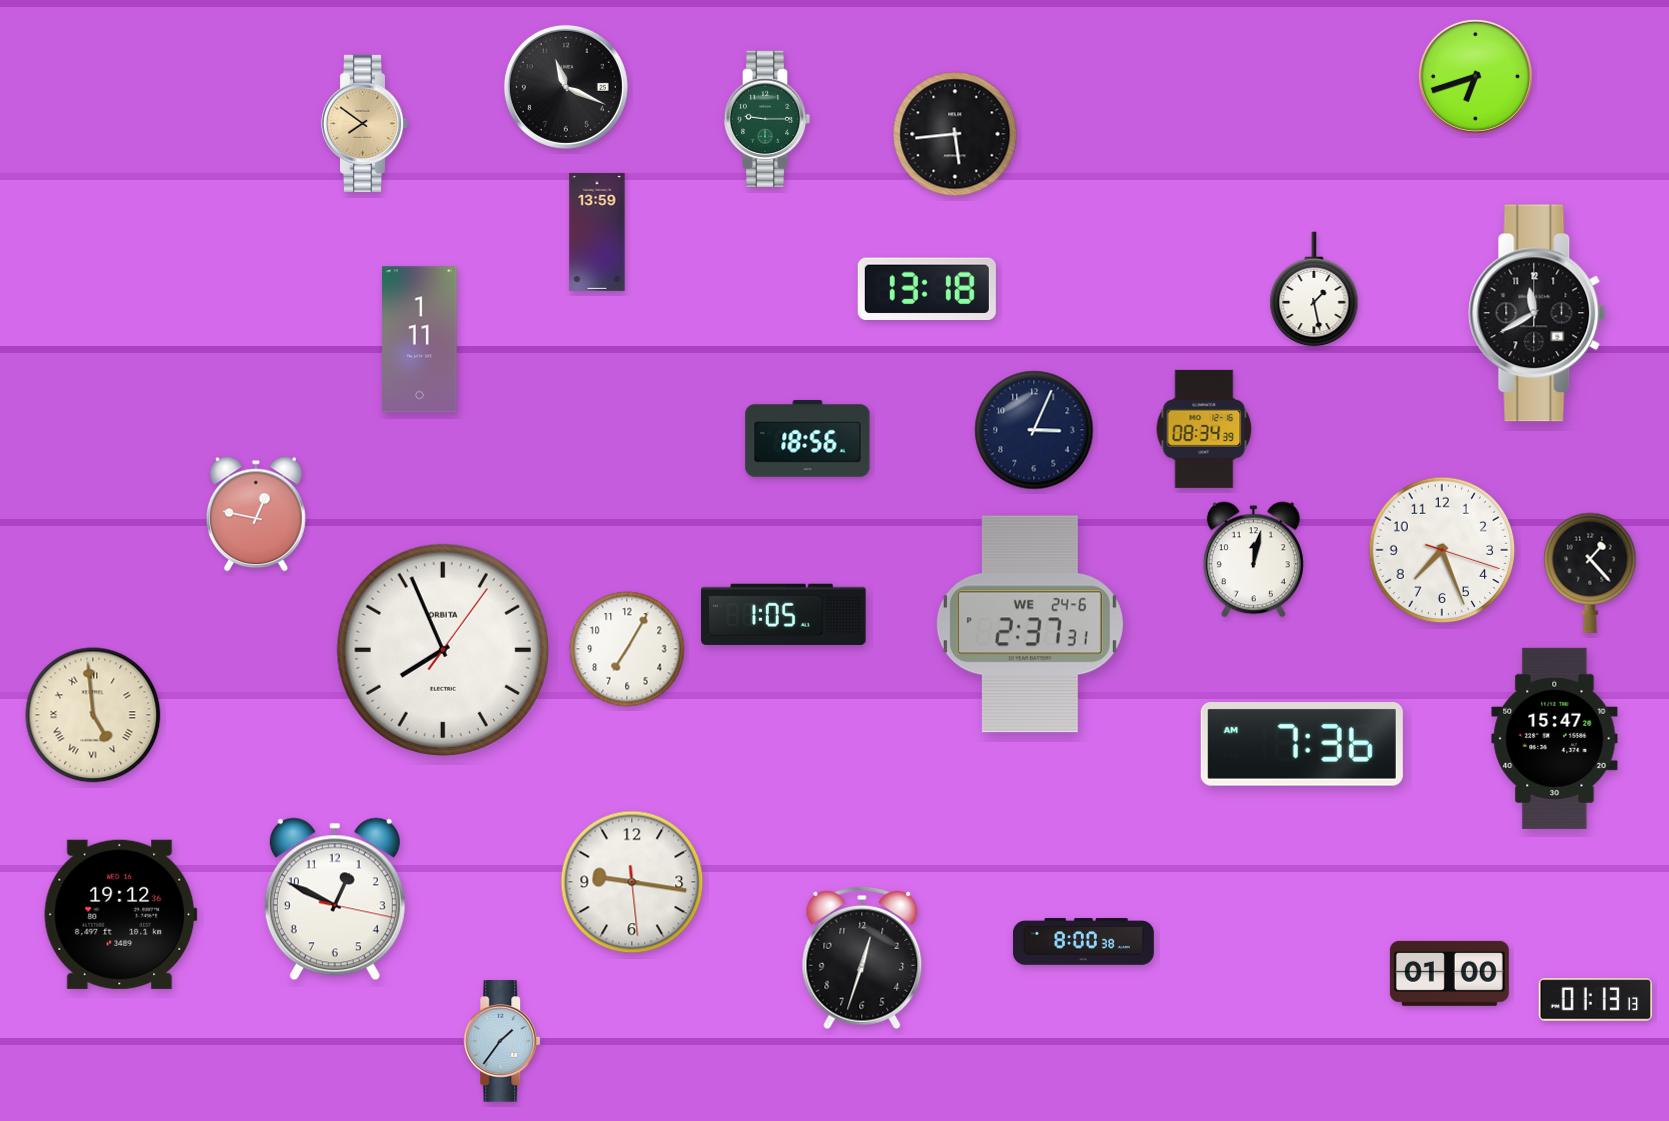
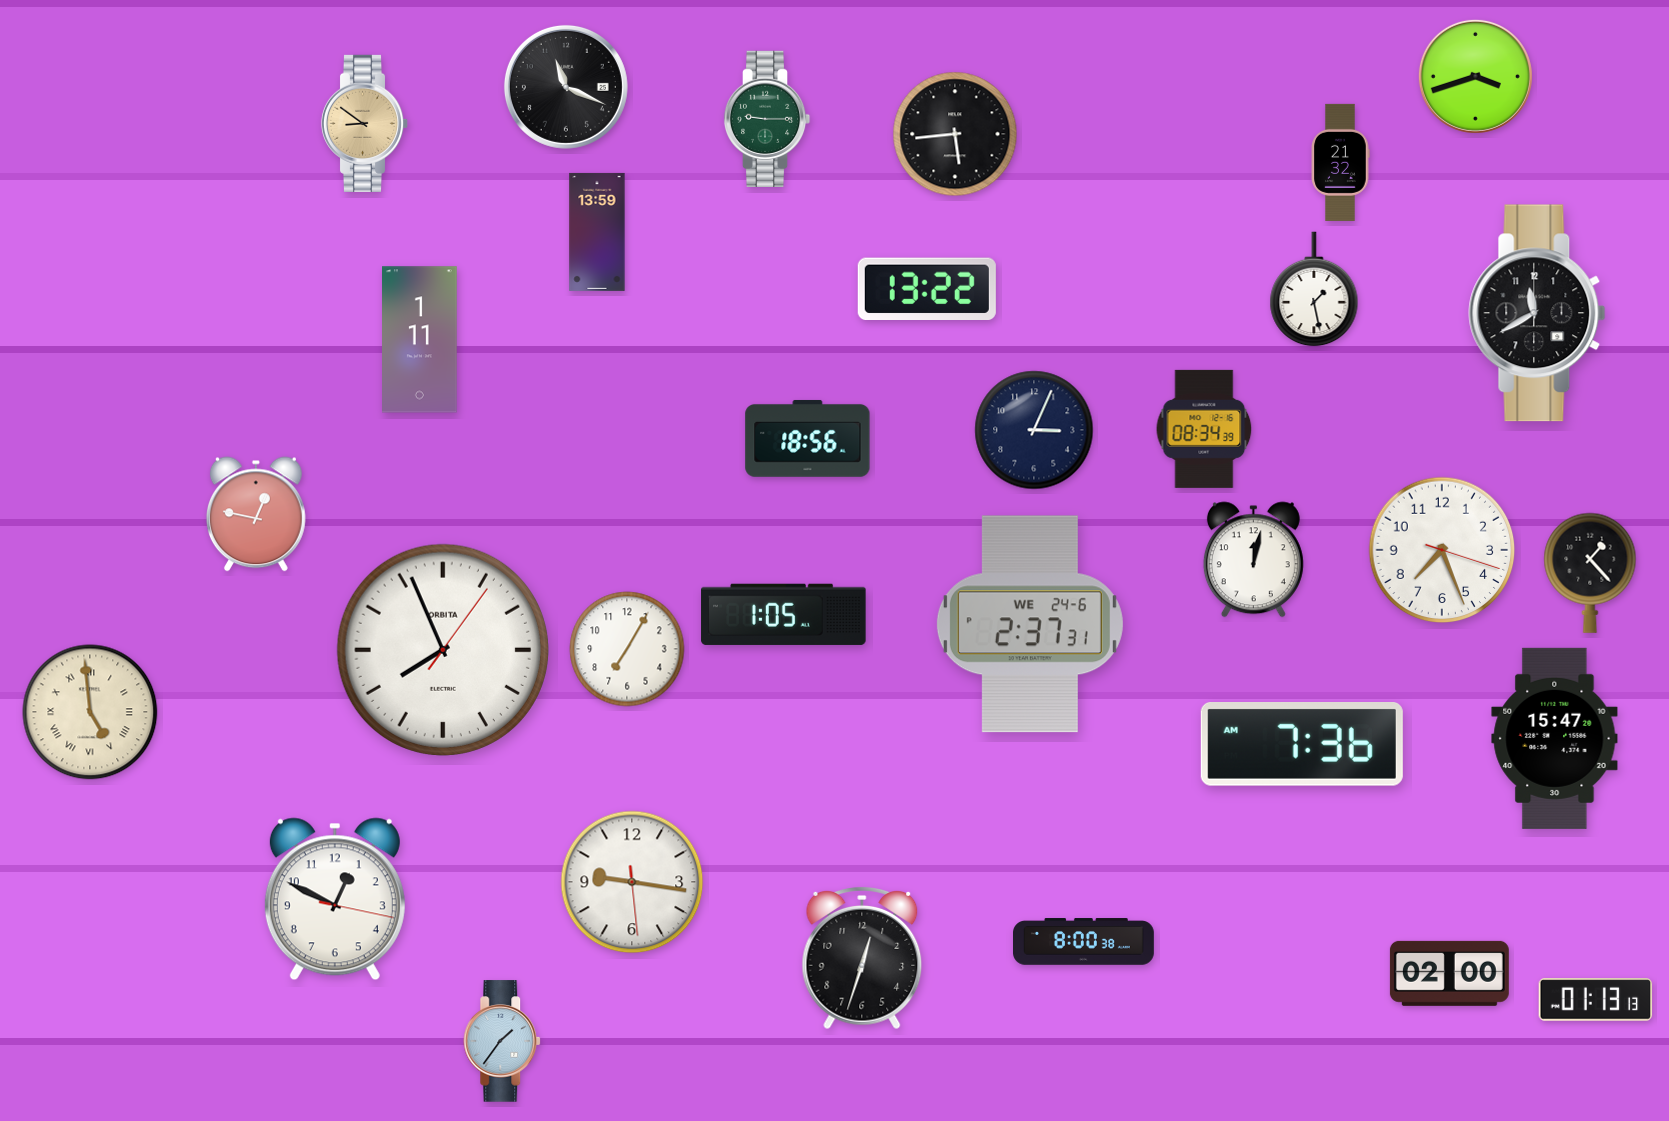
clock at (1475, 76): 6:42 -> 3:42
clock at (365, 123): 7:51 -> 8:51
clock at (1340, 162): none -> 21:32
clock at (927, 289): 13:18 -> 13:22
clock at (93, 715) position: (93, 715) -> (90, 712)
clock at (121, 914): 19:12 -> none
clock at (1449, 973): 01:00 -> 02:00
